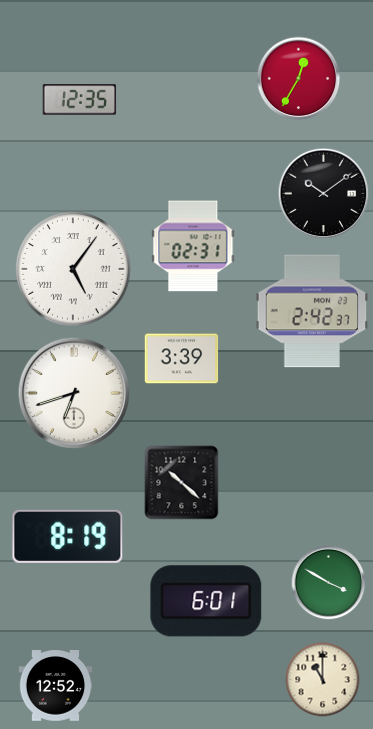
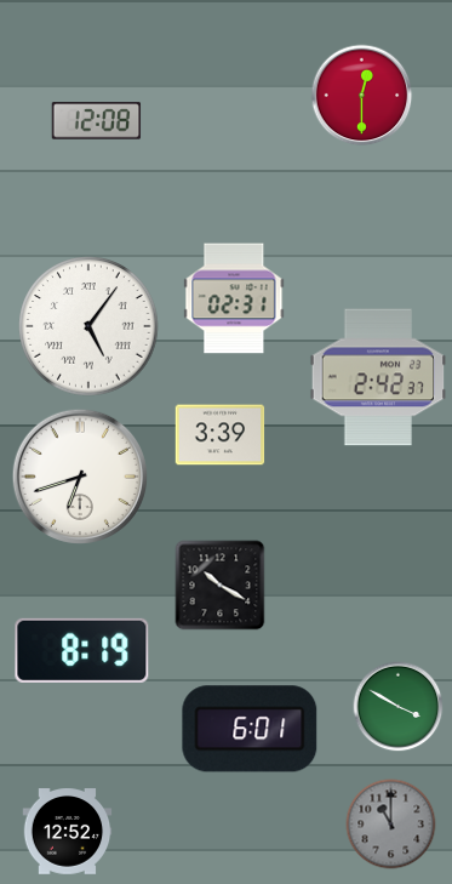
clock at (299, 79): 12:35 -> 12:30
clock at (80, 100): 12:35 -> 12:08
clock at (324, 194): 10:09 -> none
clock at (73, 392) position: (73, 392) -> (79, 475)
clock at (182, 483): 10:22 -> 10:20
clock at (323, 680) dial: cream -> grey
